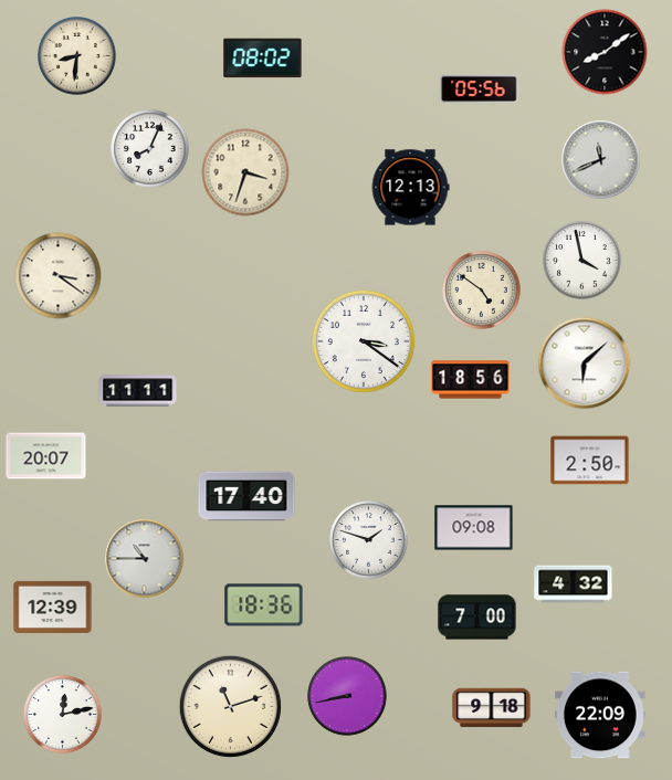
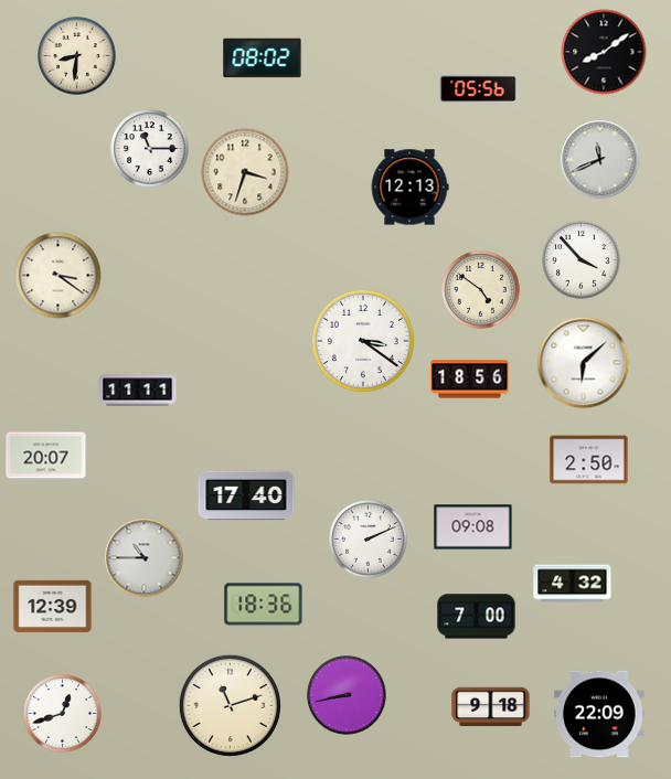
clock at (150, 149): 8:04 -> 11:15
clock at (582, 261): 3:58 -> 3:53
clock at (369, 540): 1:48 -> 2:11
clock at (63, 715): 12:13 -> 12:42
